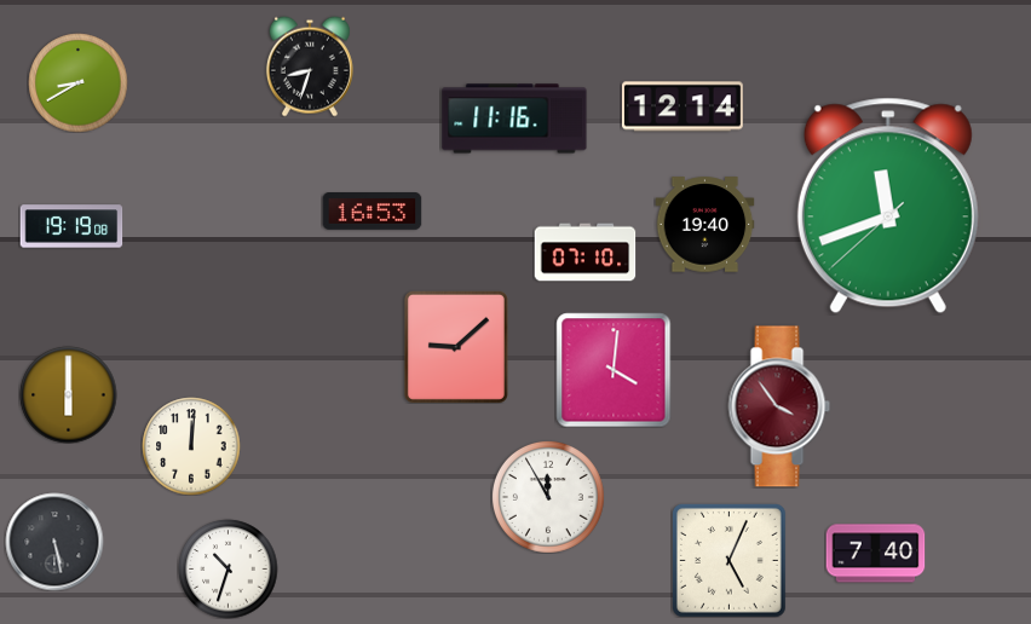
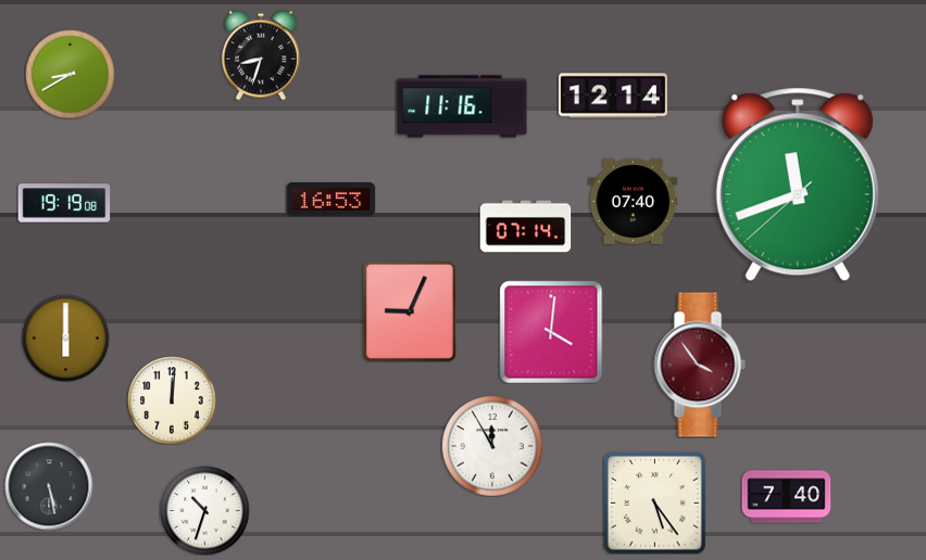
clock at (310, 67) position: (310, 67) -> (261, 55)
clock at (371, 212) position: (371, 212) -> (330, 200)
clock at (704, 225): 19:40 -> 07:40
clock at (584, 253): 07:10 -> 07:14
clock at (456, 347): 9:08 -> 9:04
clock at (68, 394) position: (68, 394) -> (65, 338)
clock at (728, 560): 5:04 -> 5:24
